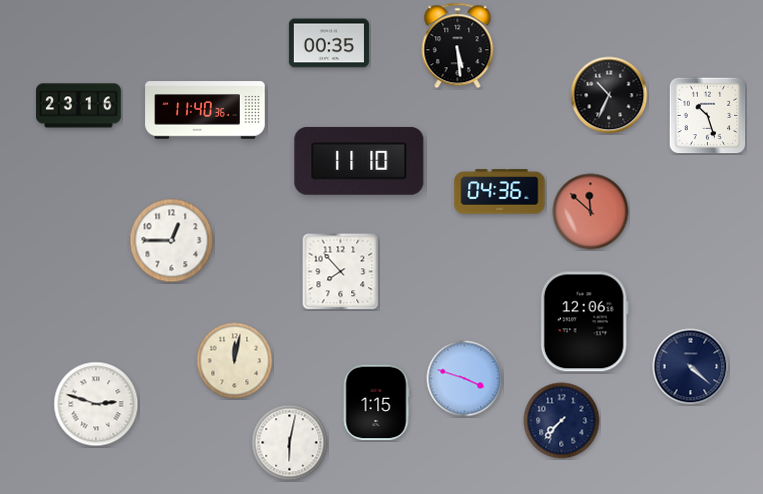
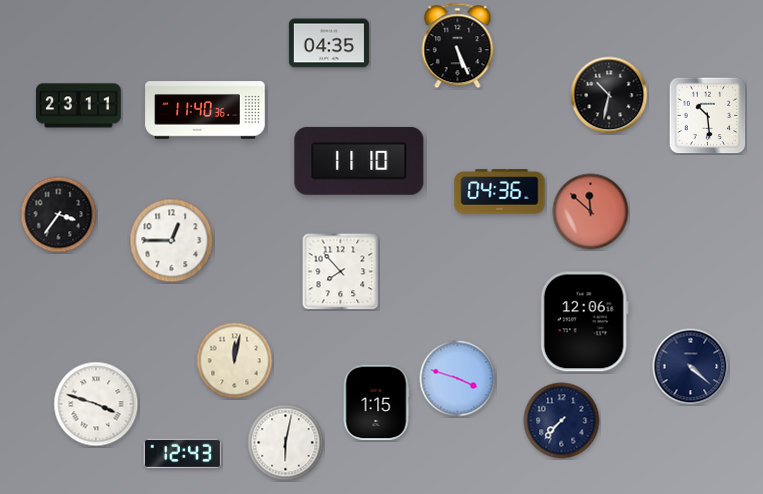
clock at (329, 43): 00:35 -> 04:35
clock at (458, 46): 5:29 -> 5:26
clock at (609, 95): 10:34 -> 10:32
clock at (79, 106): 23:16 -> 23:11
clock at (707, 115): 10:27 -> 10:29
clock at (59, 215): none -> 3:36
clock at (465, 379) position: (465, 379) -> (458, 379)
clock at (96, 404): 2:48 -> 3:48
clock at (290, 443) position: (290, 443) -> (286, 443)
clock at (183, 453): none -> 12:43
